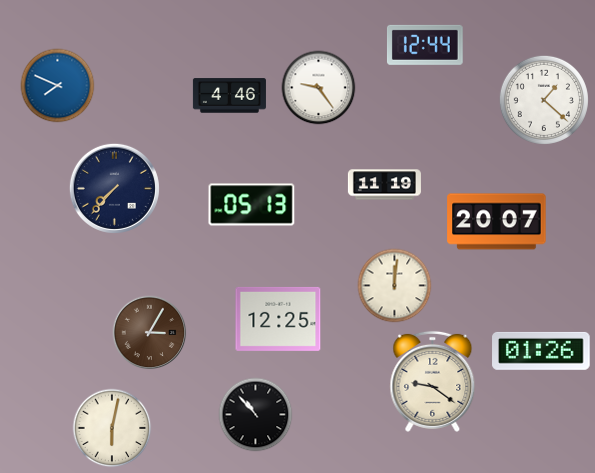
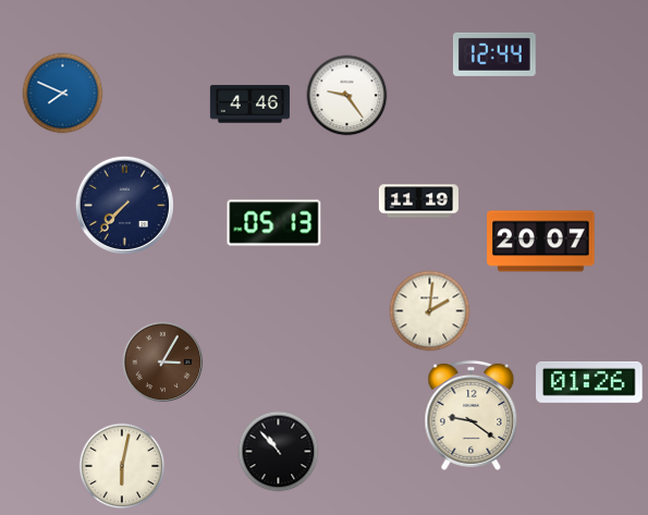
clock at (425, 45) position: (425, 45) -> (494, 54)
clock at (544, 100): 1:22 -> none
clock at (395, 286): 12:01 -> 2:01
clock at (278, 319): 12:25 -> none
